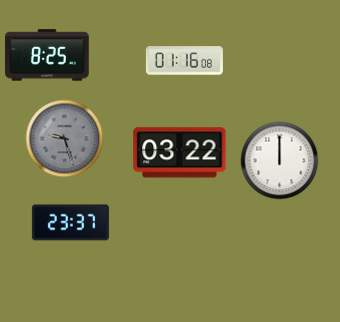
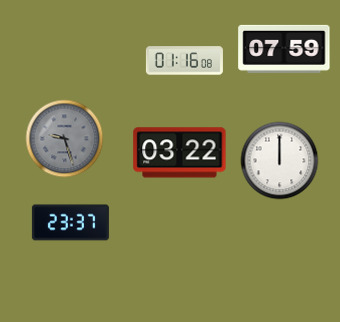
clock at (284, 49): none -> 07:59
clock at (47, 55): 8:25 -> none
